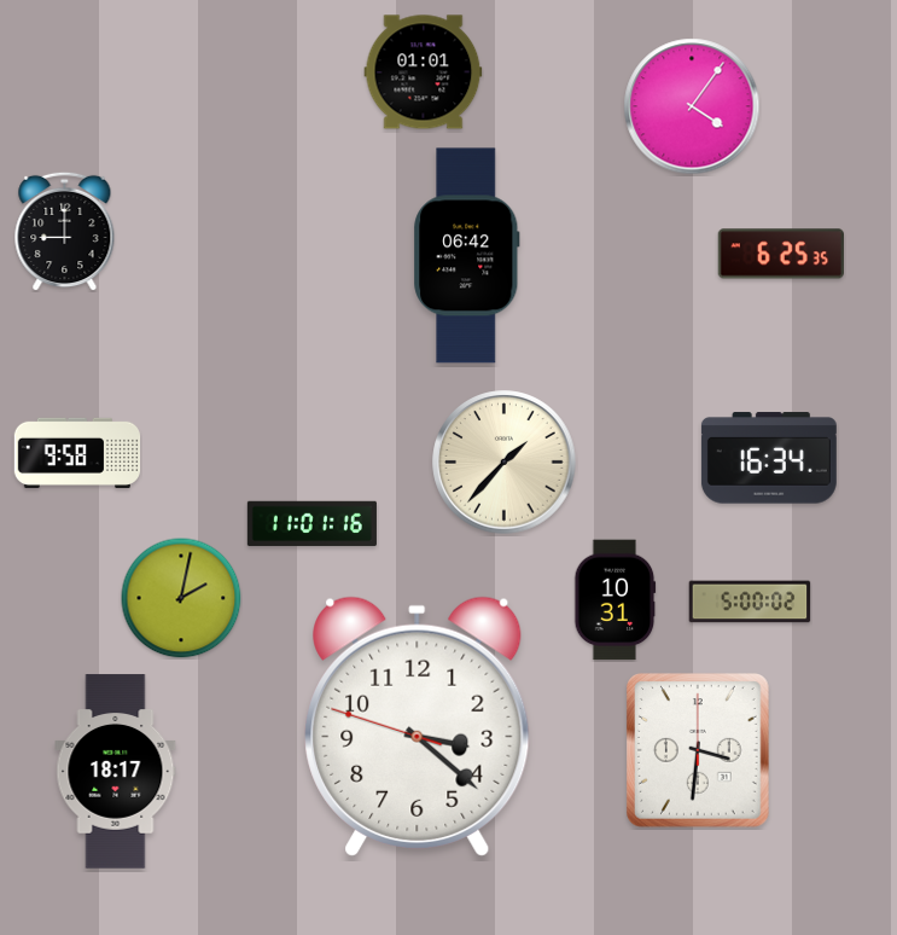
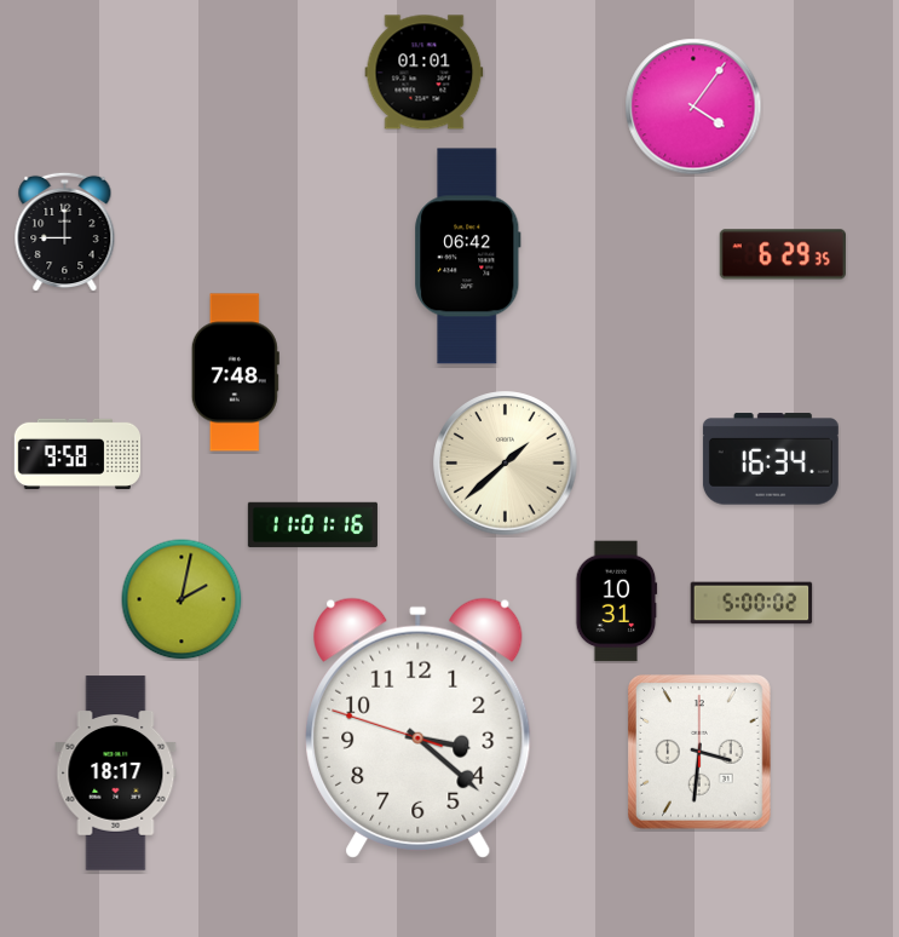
clock at (781, 254): 6:25 -> 6:29
clock at (235, 373): none -> 7:48
clock at (505, 463): 1:37 -> 1:38
